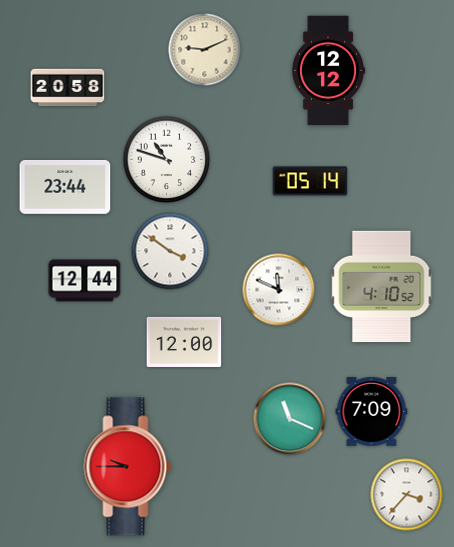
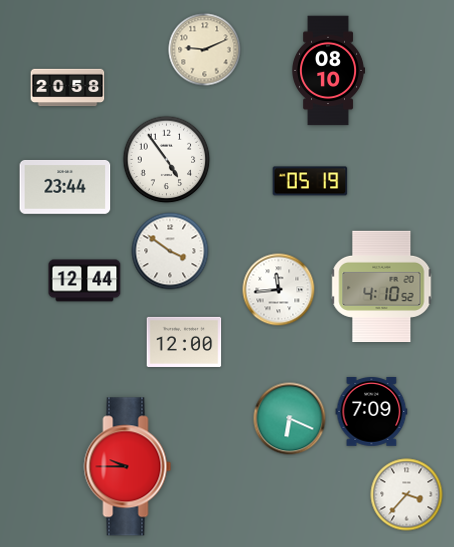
clock at (328, 71): 12:12 -> 08:10
clock at (167, 160): 10:48 -> 4:54
clock at (310, 181): 05:14 -> 05:19
clock at (279, 290): 11:49 -> 11:44
clock at (290, 419): 11:19 -> 6:19
